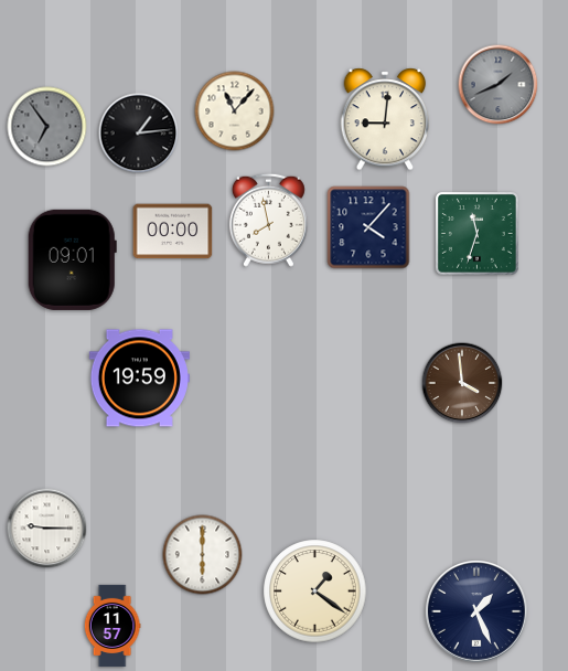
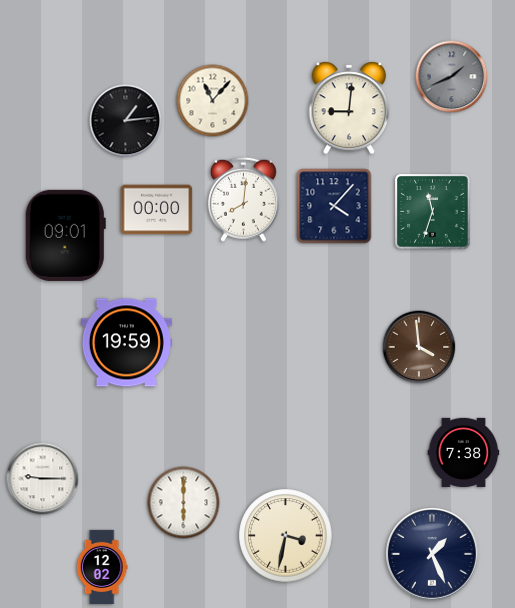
clock at (47, 127): 6:54 -> none
clock at (268, 220): 7:58 -> 8:01
clock at (464, 452): none -> 7:38
clock at (315, 592): 1:21 -> 3:32
clock at (112, 626): 11:57 -> 12:02
